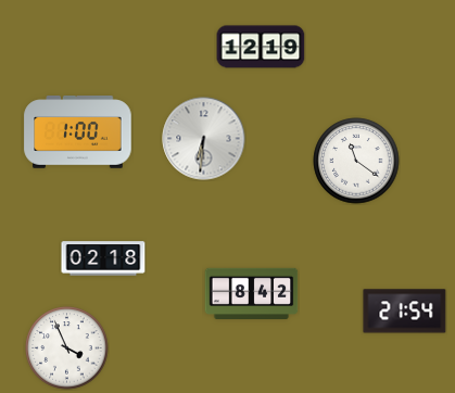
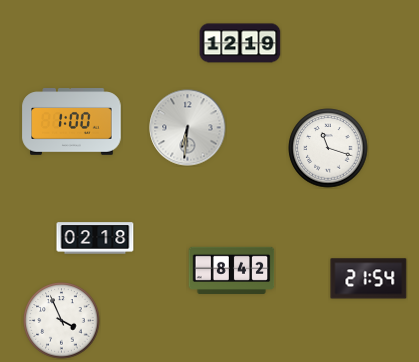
clock at (356, 161): 11:21 -> 11:18
clock at (405, 312) position: (405, 312) -> (369, 279)
